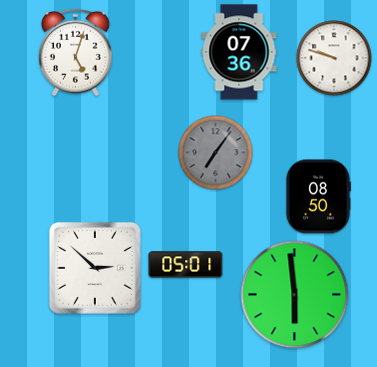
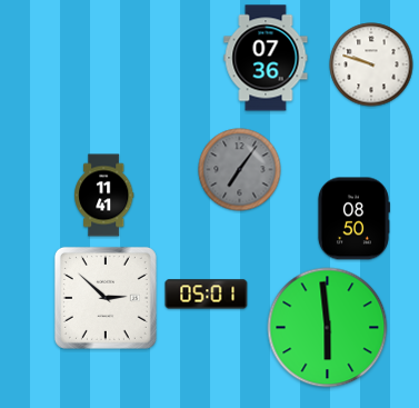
clock at (76, 53): 5:03 -> none
clock at (104, 196): none -> 11:41
